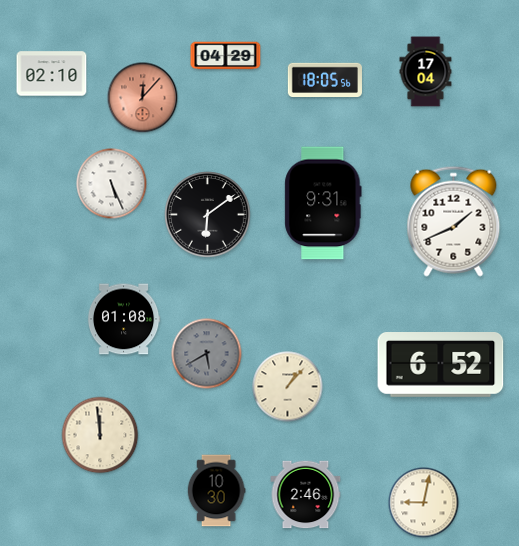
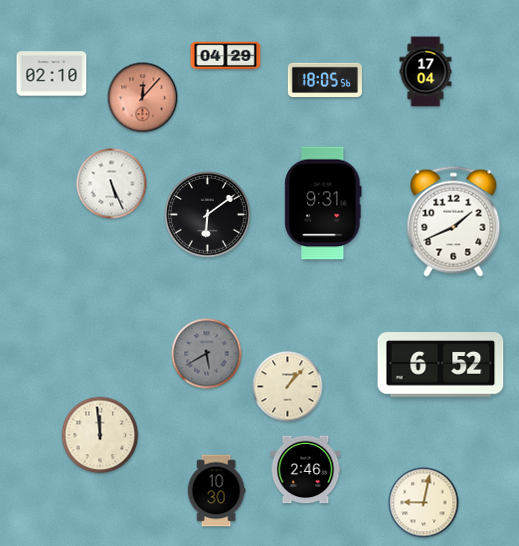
clock at (124, 319): 01:08 -> none
clock at (306, 495) position: (306, 495) -> (306, 470)
